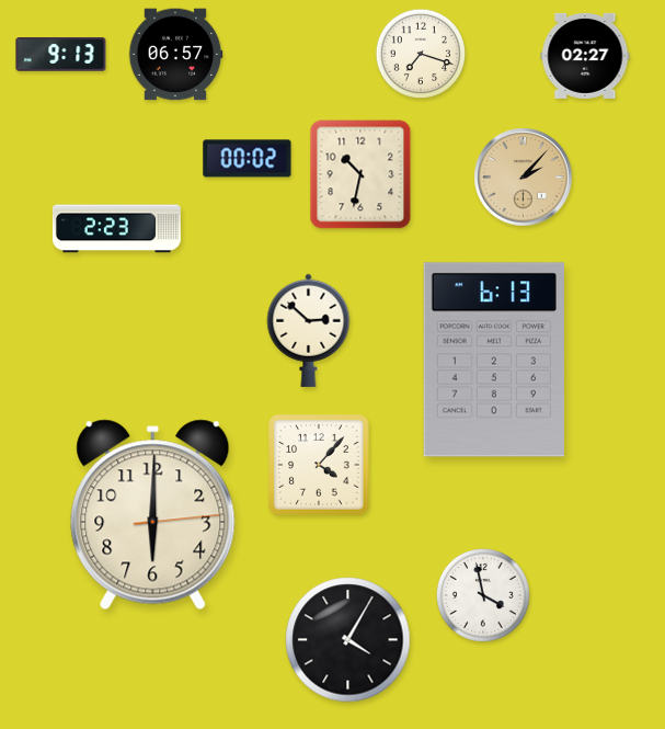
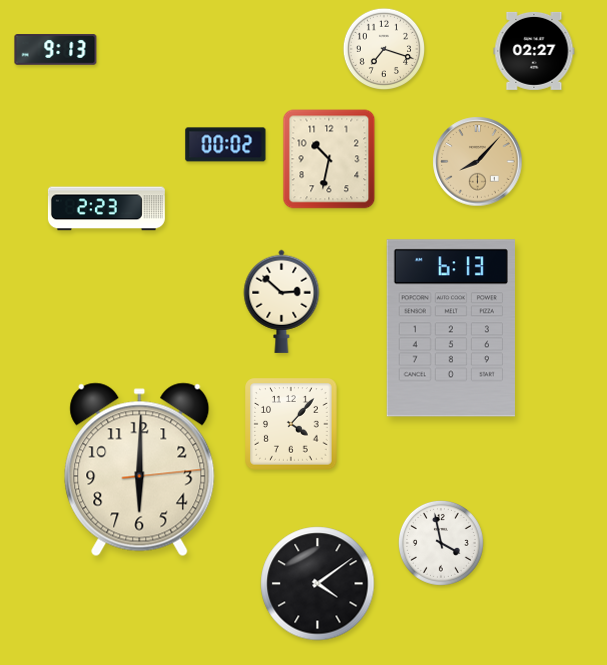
clock at (175, 55): 06:57 -> none
clock at (524, 178): 2:07 -> 8:07
clock at (348, 640): 4:05 -> 4:09
